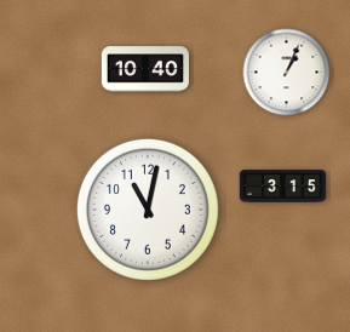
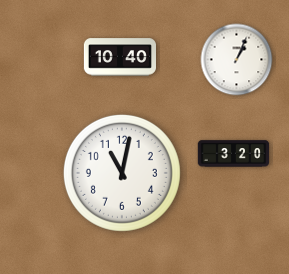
clock at (283, 187): 3:15 -> 3:20
